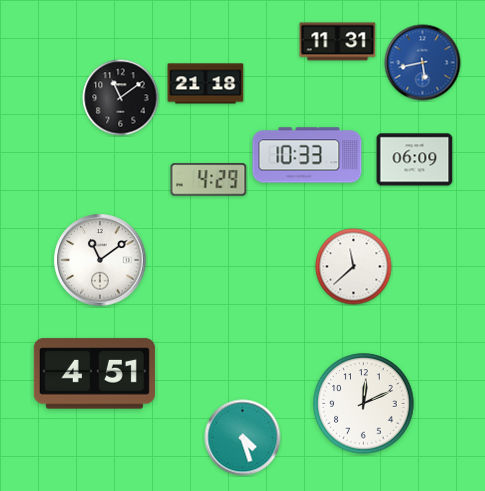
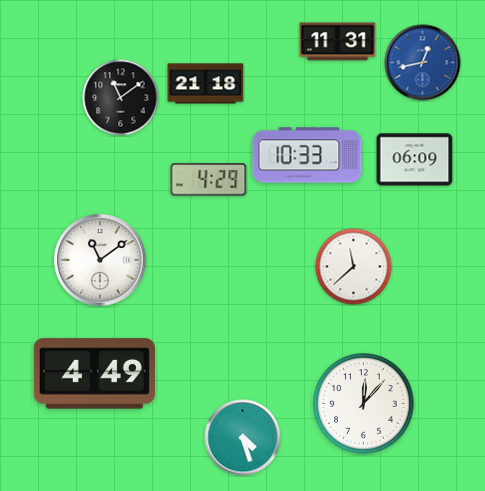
clock at (423, 63): 5:43 -> 12:43
clock at (94, 374): 4:51 -> 4:49
clock at (364, 404): 12:11 -> 12:07
